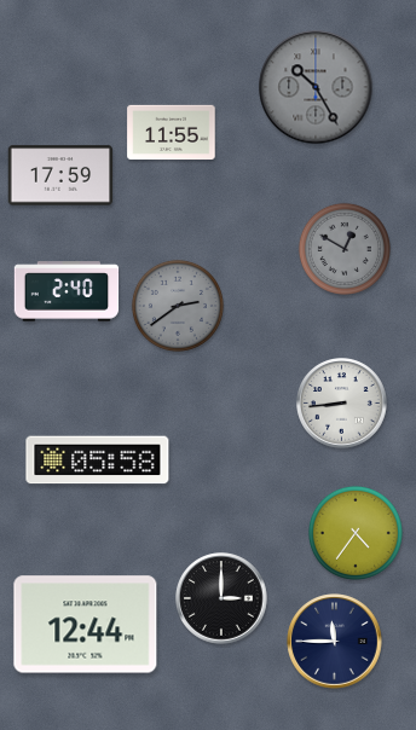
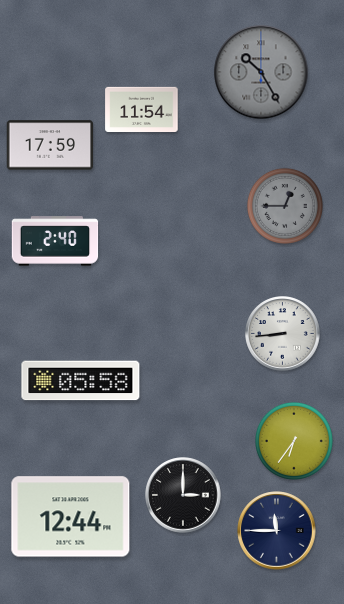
clock at (172, 132): 11:55 -> 11:54
clock at (345, 249): 12:50 -> 12:45
clock at (178, 306): 2:39 -> none
clock at (356, 533): 4:36 -> 6:36
